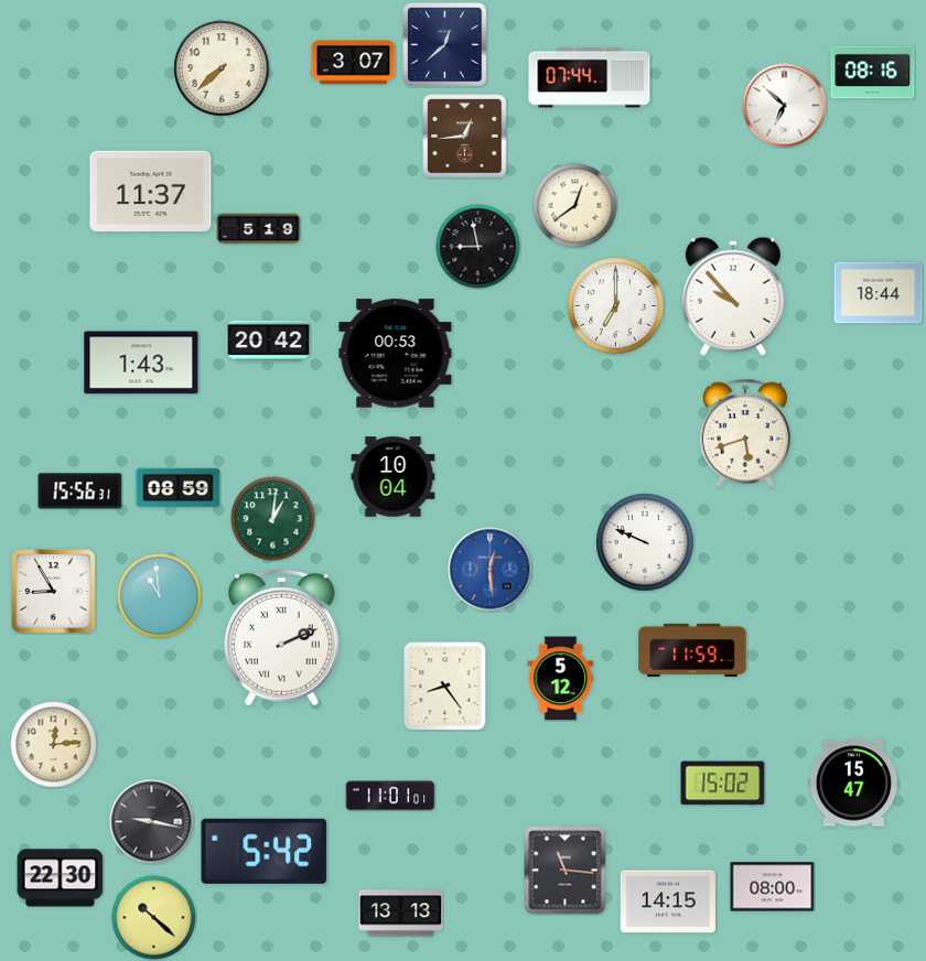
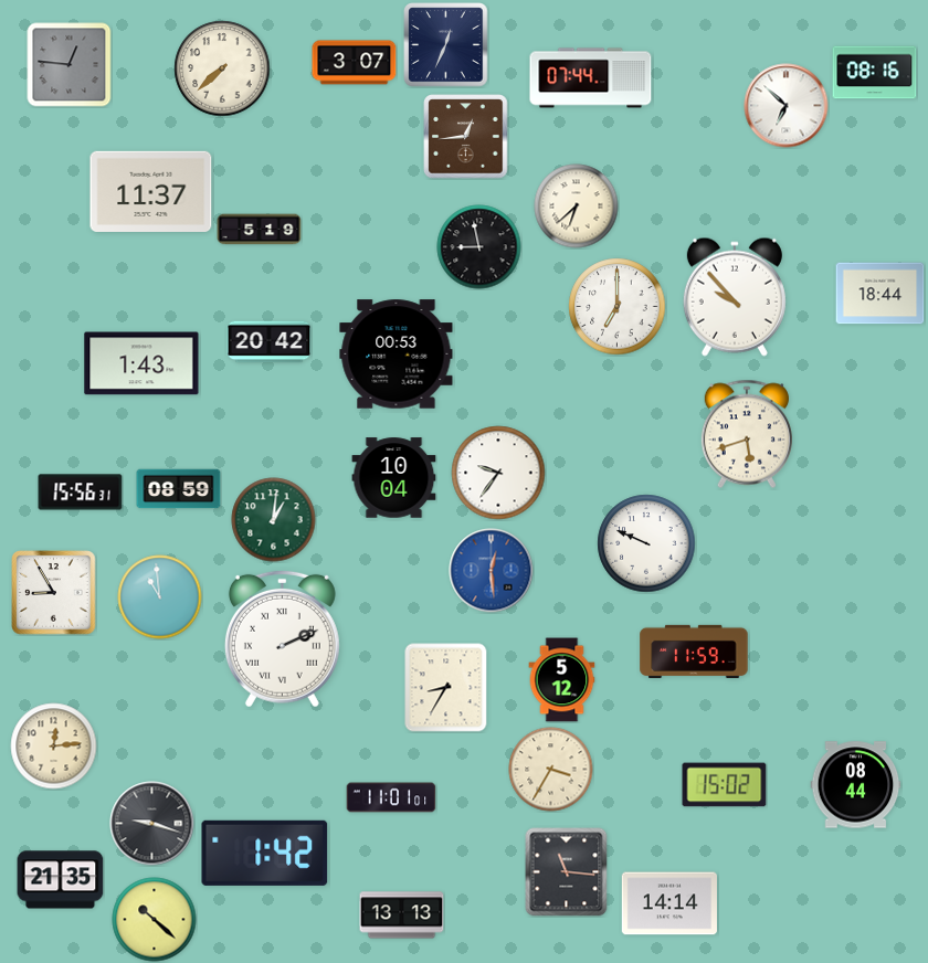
clock at (445, 45): 12:38 -> 12:34
clock at (70, 65): none -> 12:46
clock at (575, 206): 12:39 -> 6:38
clock at (498, 473): none -> 9:36
clock at (445, 687): 8:24 -> 8:35
clock at (551, 770): none -> 3:35
clock at (854, 784): 15:47 -> 08:44
clock at (152, 822): 9:17 -> 9:18
clock at (265, 851): 5:42 -> 1:42
clock at (61, 878): 22:30 -> 21:35
clock at (773, 887): 08:00 -> none
clock at (668, 901): 14:15 -> 14:14
